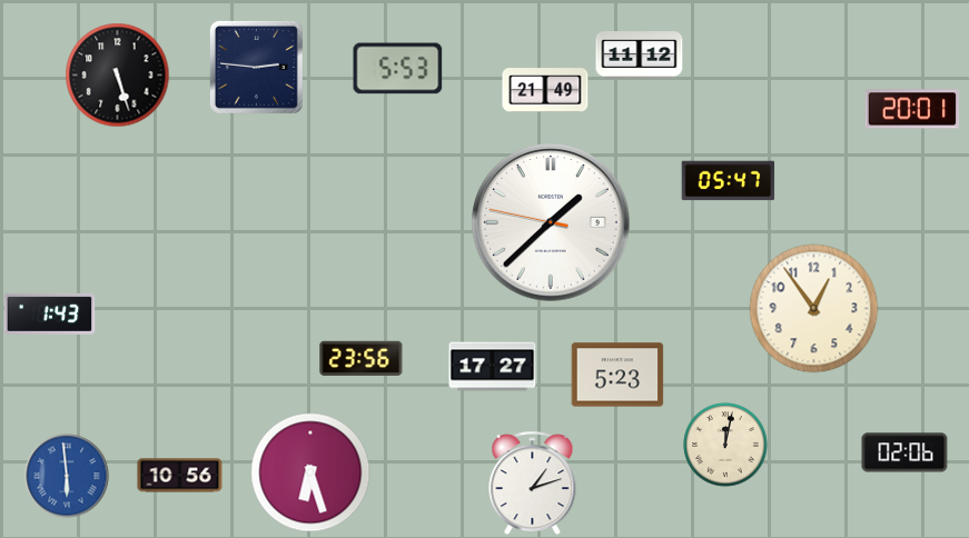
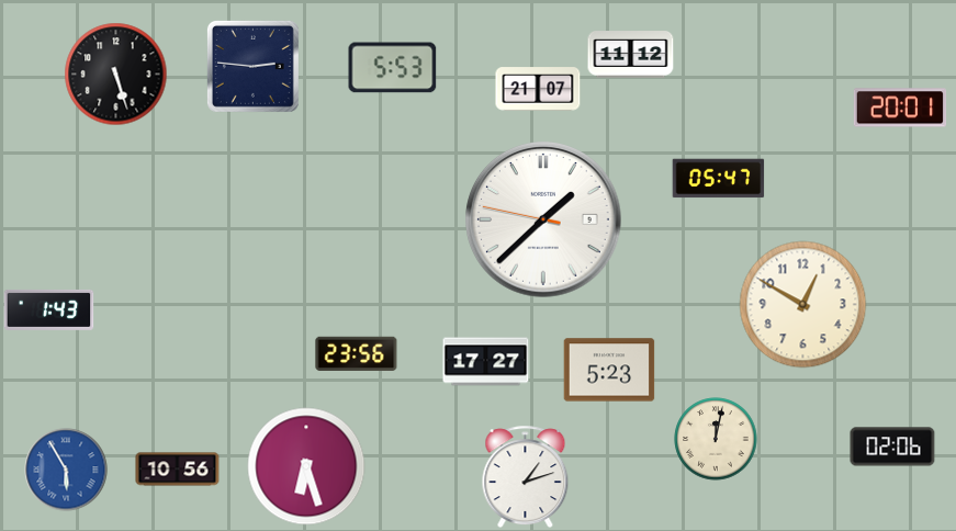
clock at (545, 90): 21:49 -> 21:07
clock at (814, 309): 12:54 -> 12:50
clock at (67, 476): 5:59 -> 5:55
